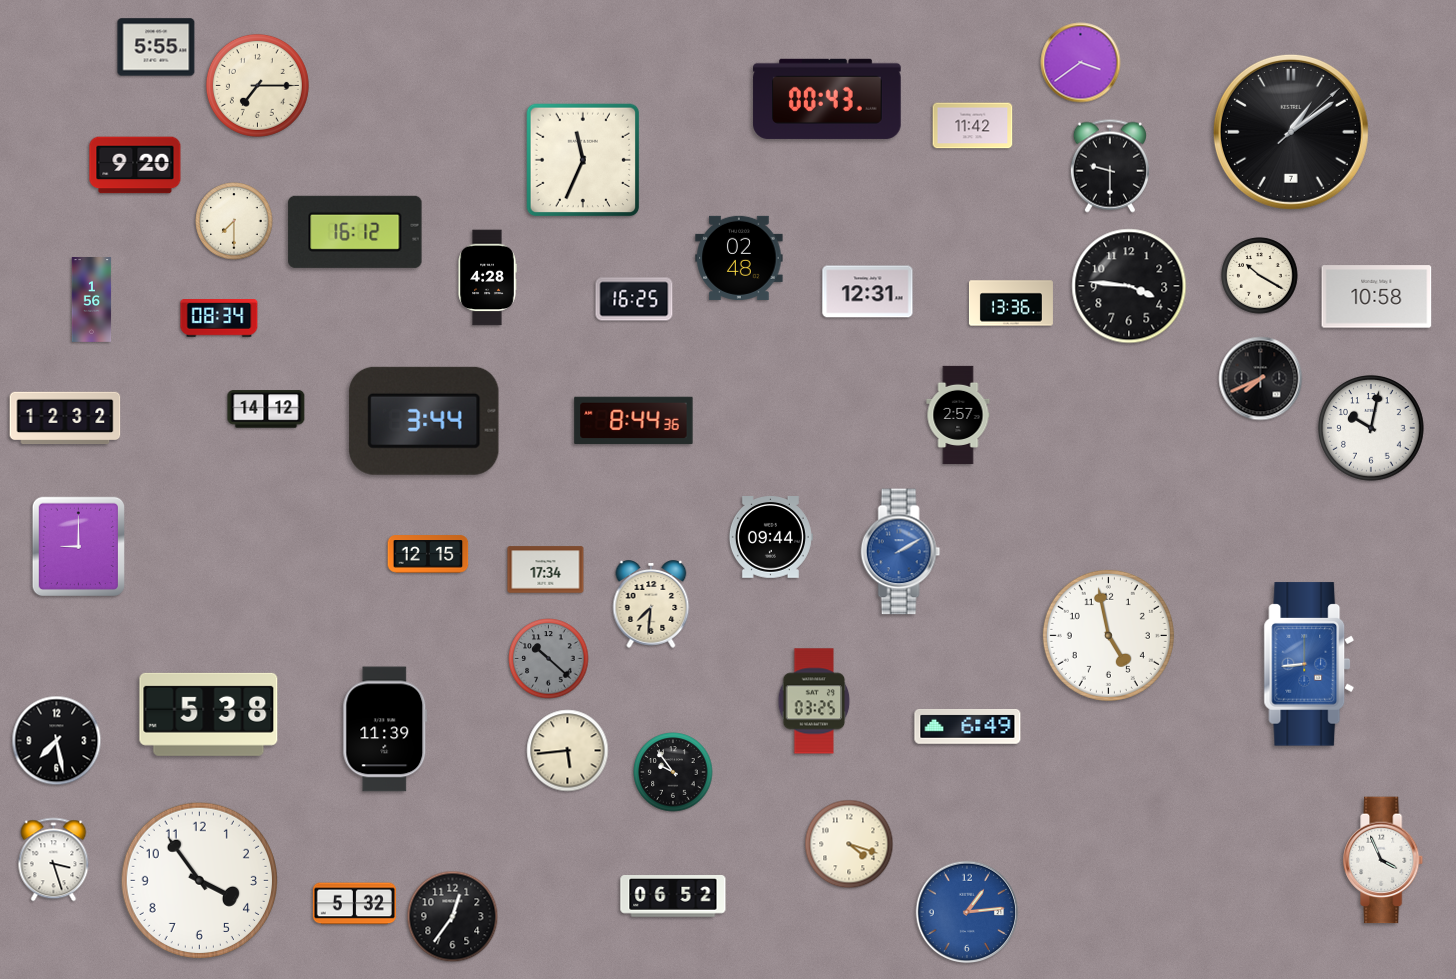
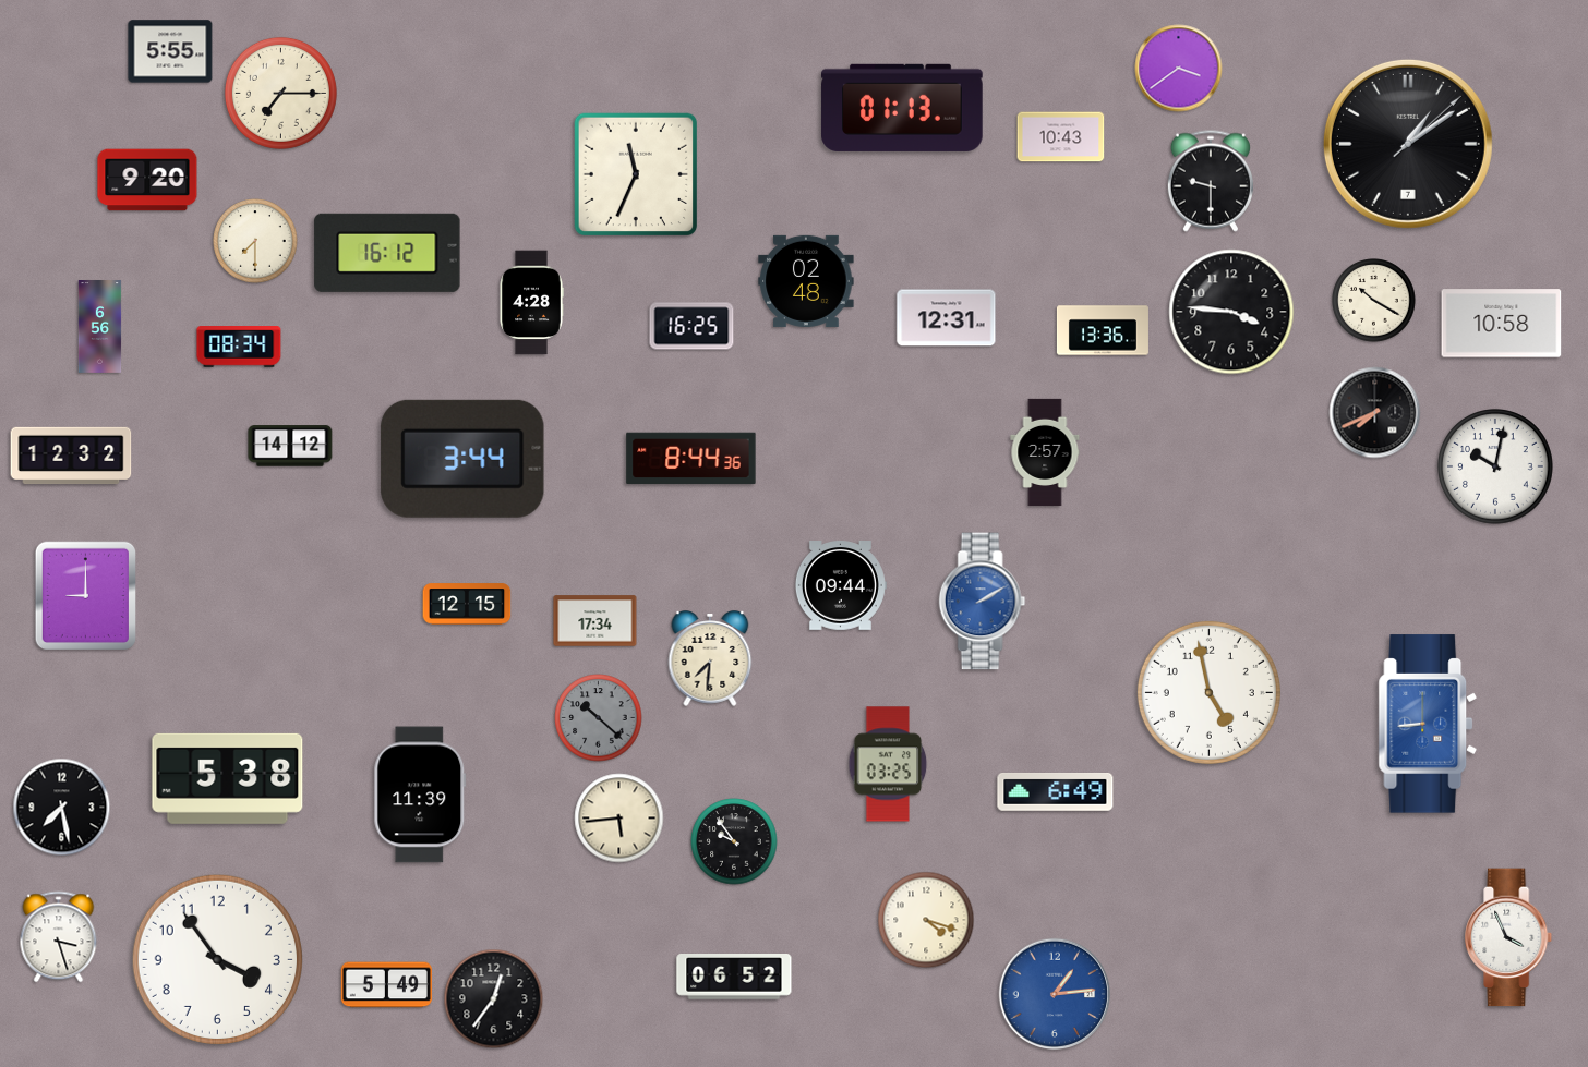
clock at (827, 99): 00:43 -> 01:13
clock at (973, 126): 11:42 -> 10:43
clock at (92, 300): 1:56 -> 6:56
clock at (354, 904): 5:32 -> 5:49
